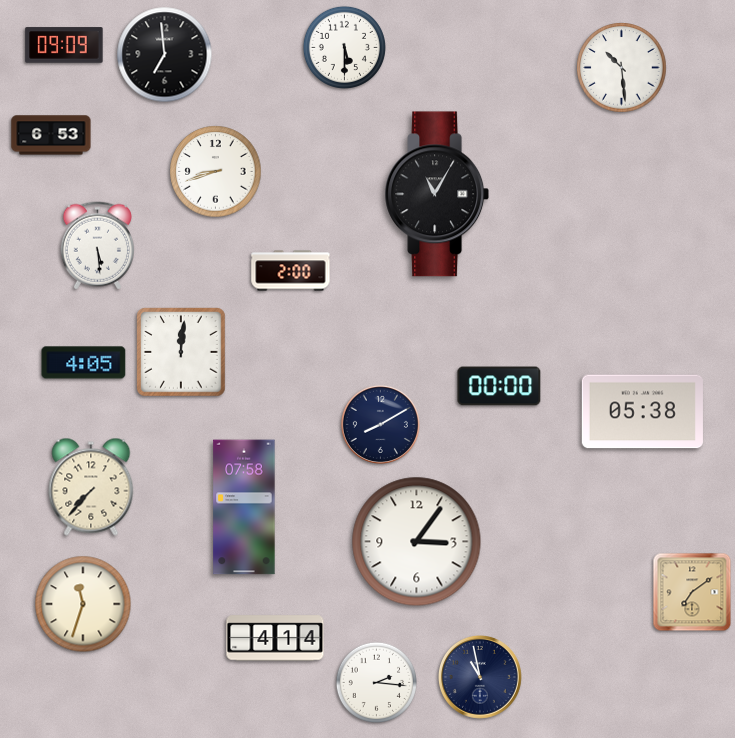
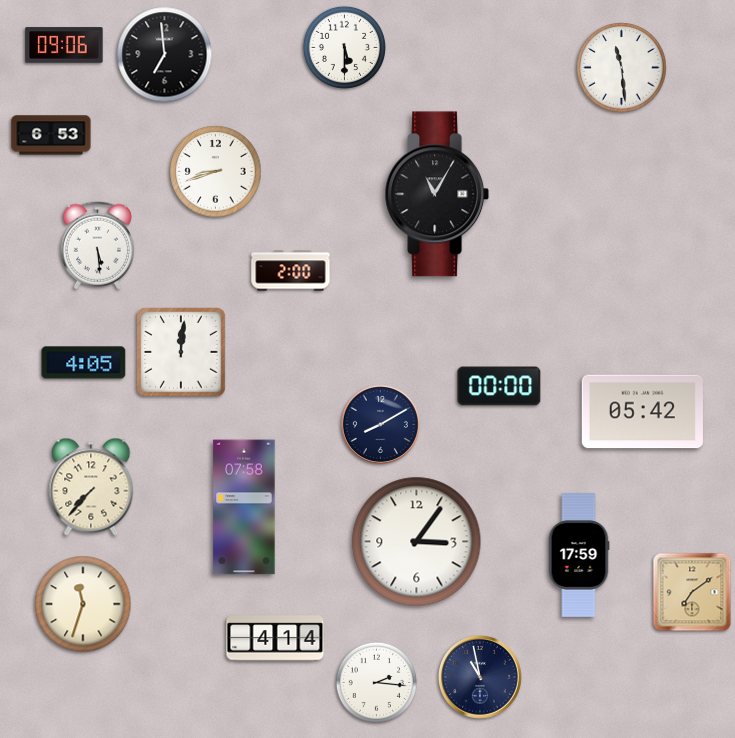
clock at (64, 45): 09:09 -> 09:06
clock at (622, 68): 10:29 -> 11:29
clock at (642, 412): 05:38 -> 05:42
clock at (579, 556): none -> 17:59
